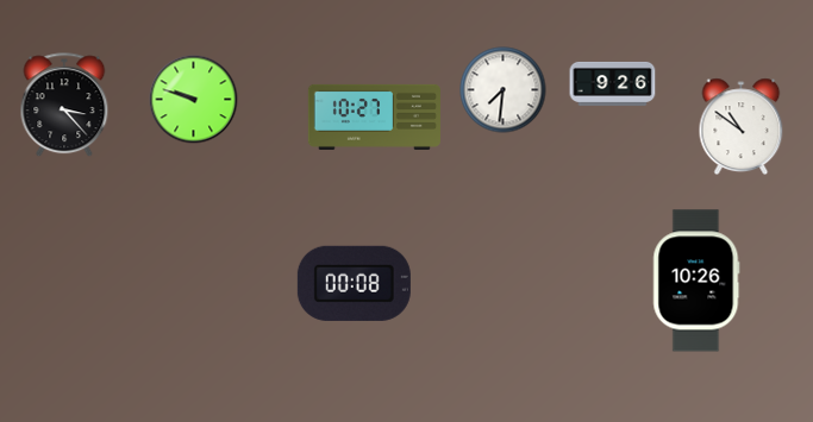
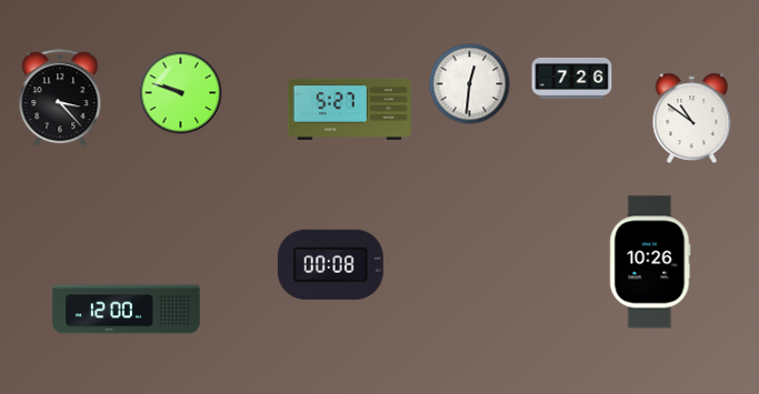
clock at (613, 83): 9:26 -> 7:26
clock at (504, 90): 7:31 -> 12:31
clock at (374, 116): 10:27 -> 5:27
clock at (127, 310): none -> 12:00
